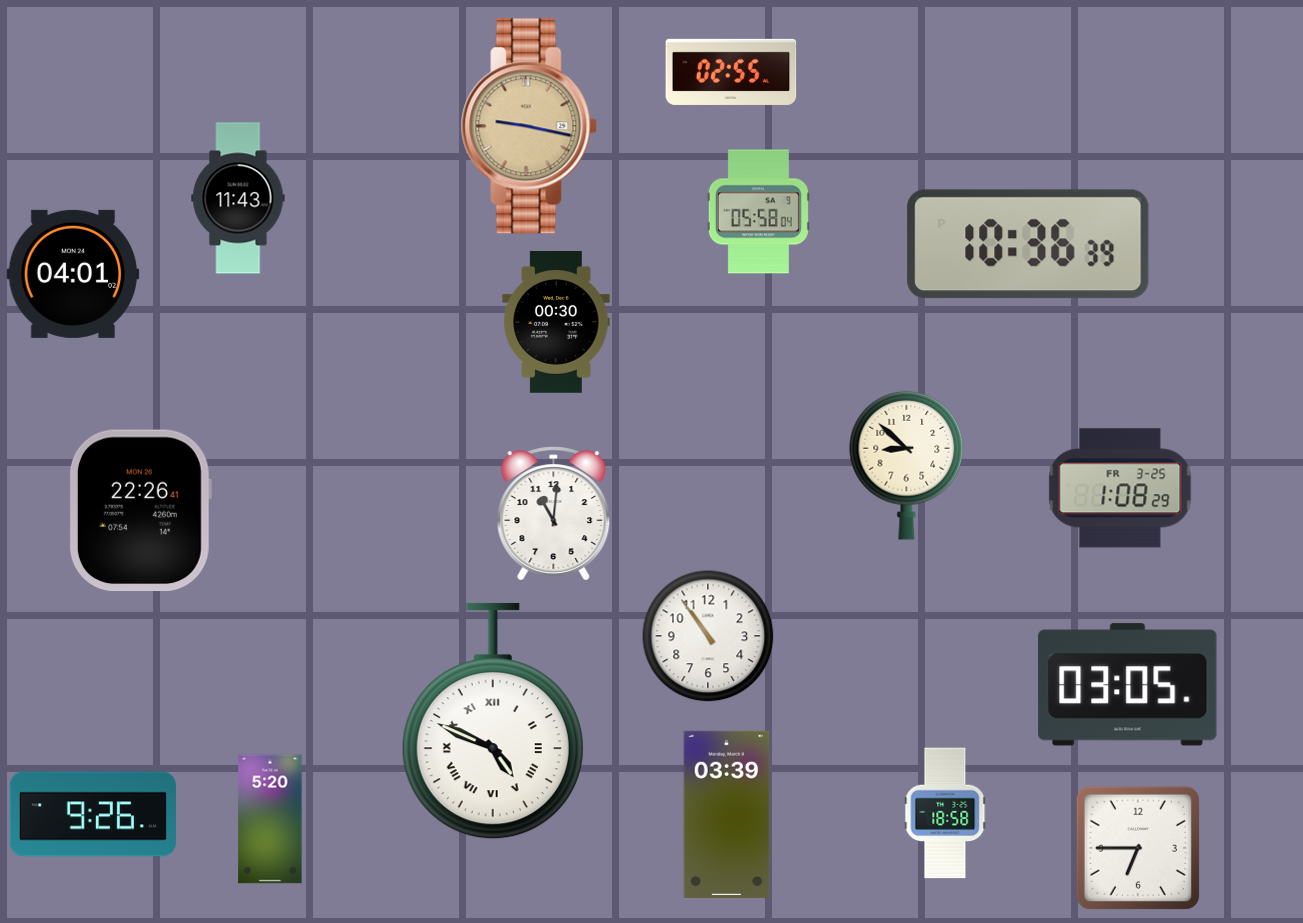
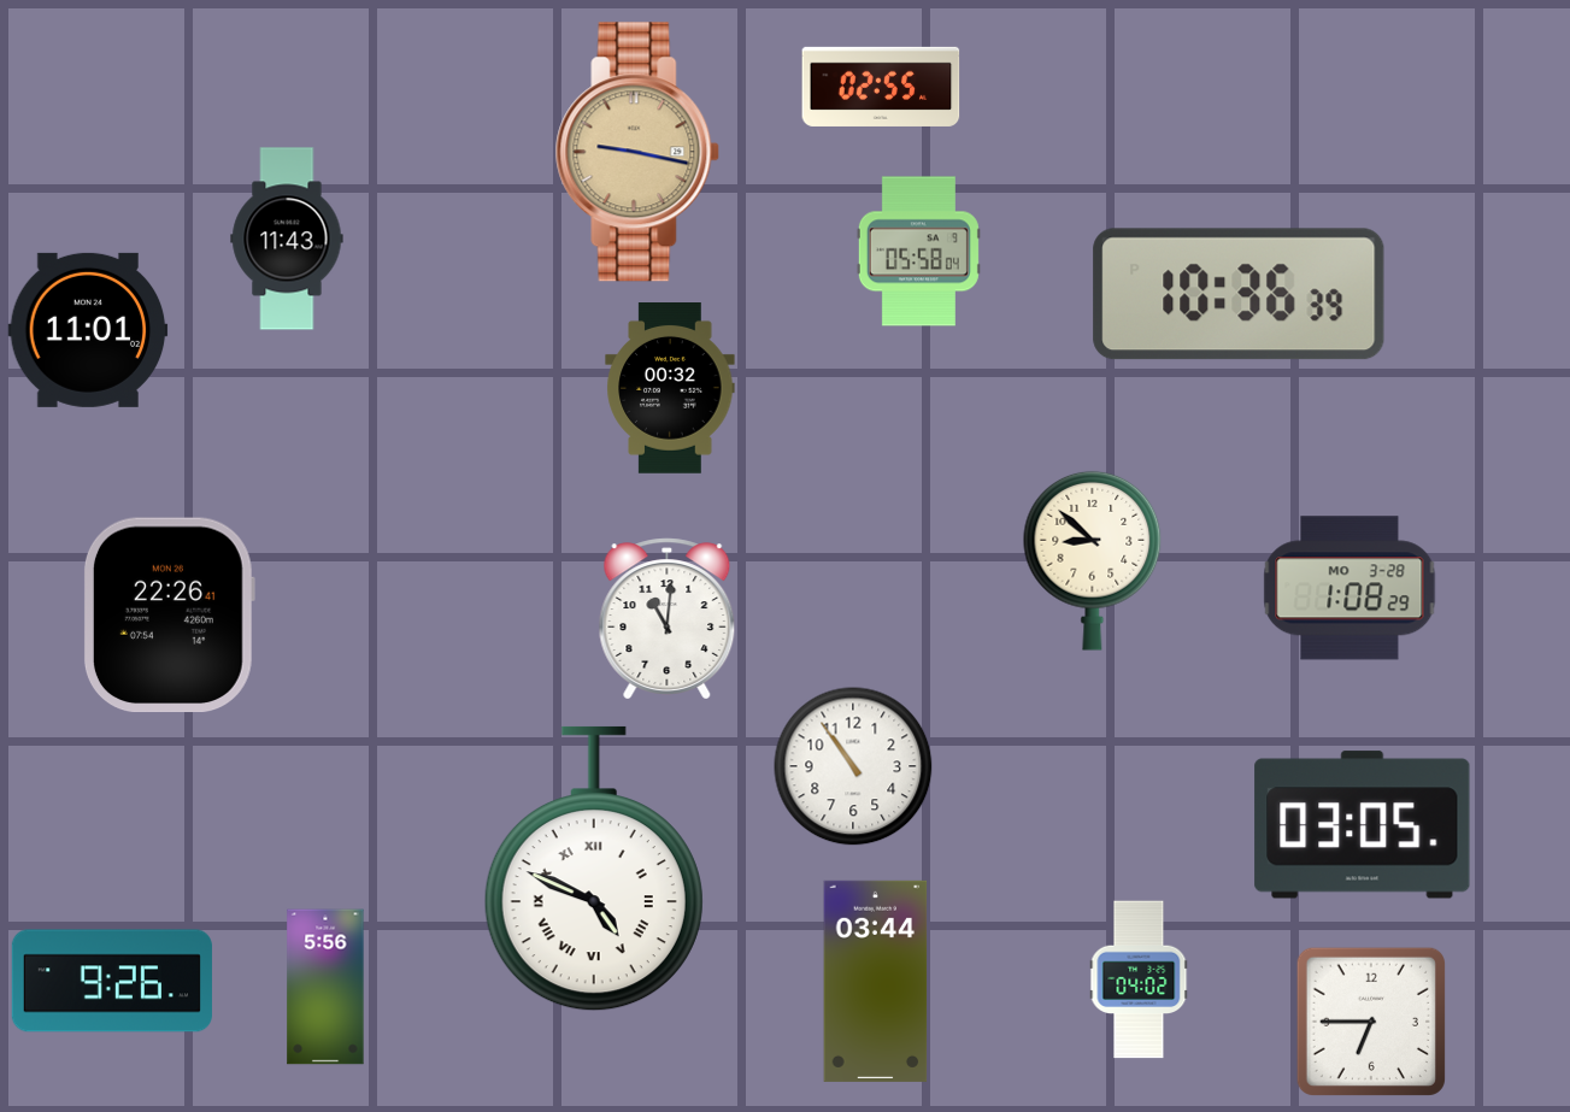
clock at (758, 212) position: (758, 212) -> (918, 252)
clock at (73, 274): 04:01 -> 11:01
clock at (556, 323): 00:30 -> 00:32
clock at (1120, 488) date: FR 3-25 -> MO 3-28
clock at (1128, 685) position: (1128, 685) -> (1363, 825)
clock at (945, 813): 18:58 -> 04:02
clock at (727, 814): 03:39 -> 03:44
clock at (270, 819): 5:20 -> 5:56
